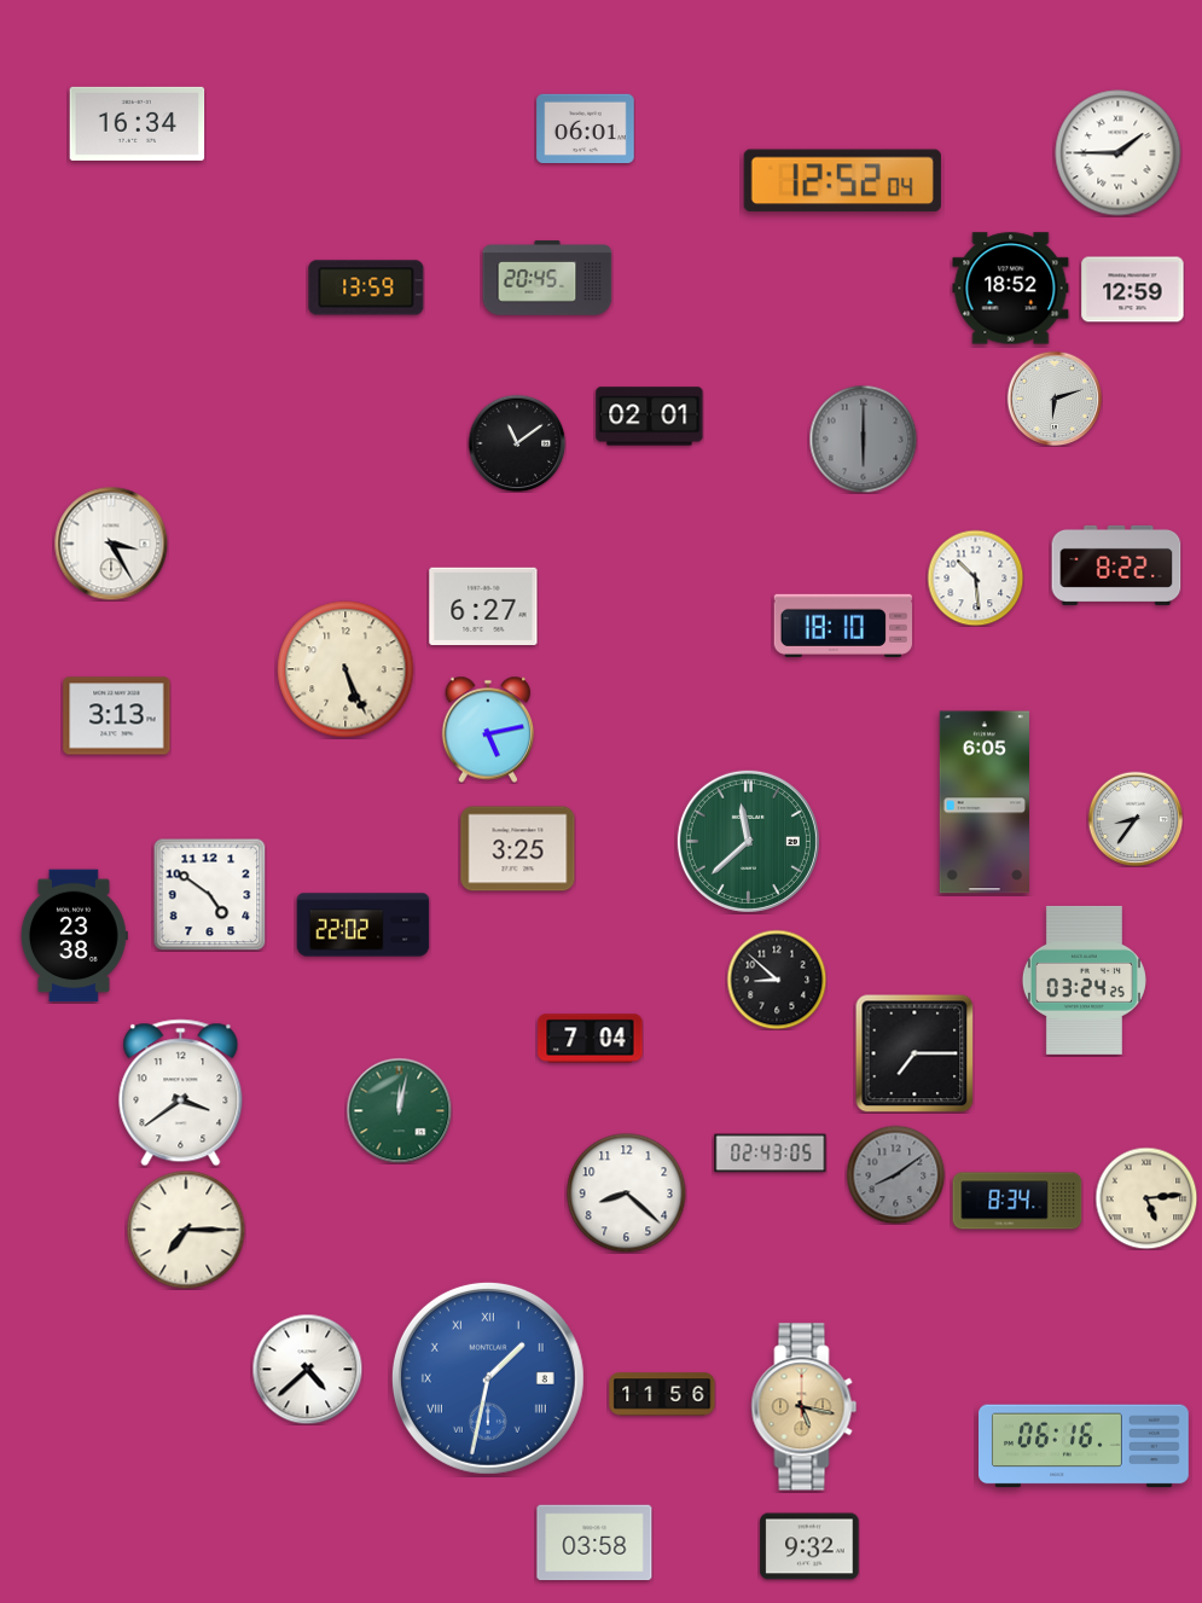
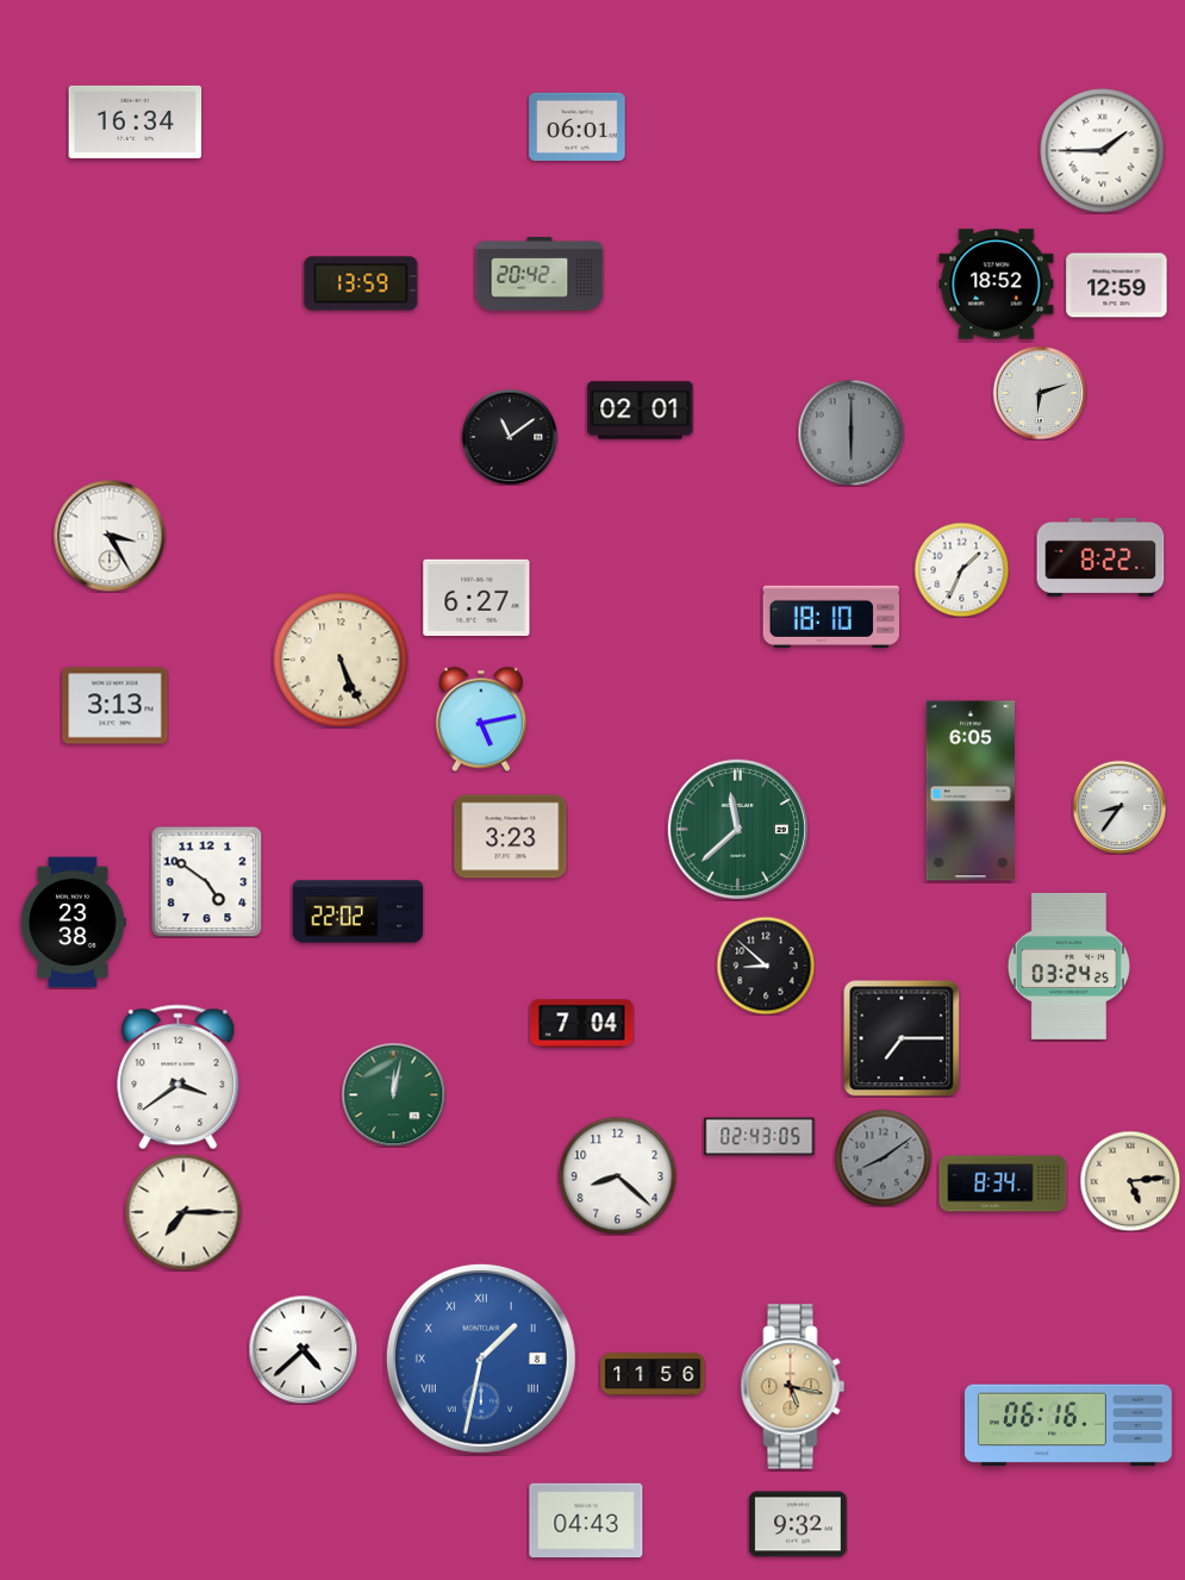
clock at (842, 181): 12:52 -> none
clock at (547, 278): 20:45 -> 20:42
clock at (975, 577): 10:29 -> 1:34
clock at (518, 849): 3:25 -> 3:23
clock at (594, 1543): 03:58 -> 04:43
